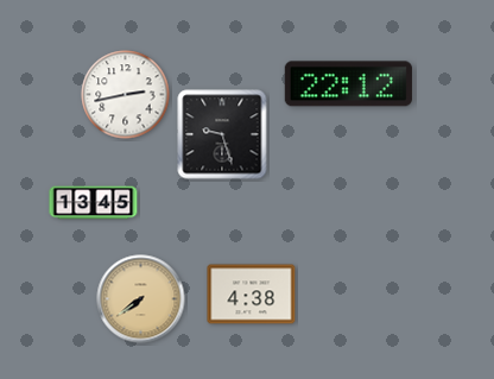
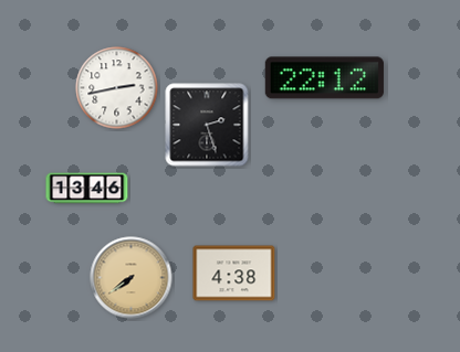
clock at (222, 134): 9:27 -> 2:27
clock at (94, 203): 13:45 -> 13:46
